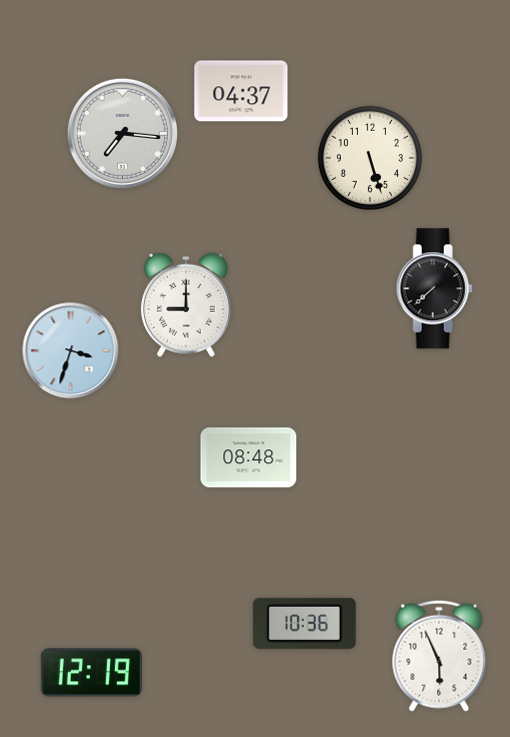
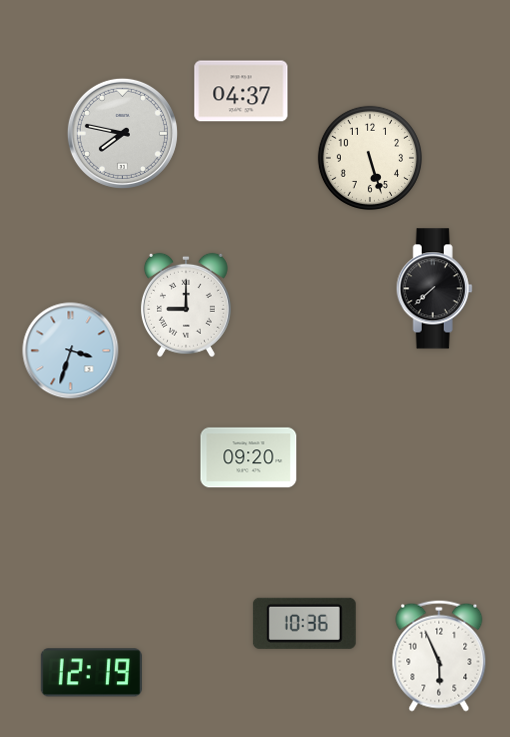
clock at (122, 133): 7:16 -> 7:47
clock at (249, 458): 08:48 -> 09:20
